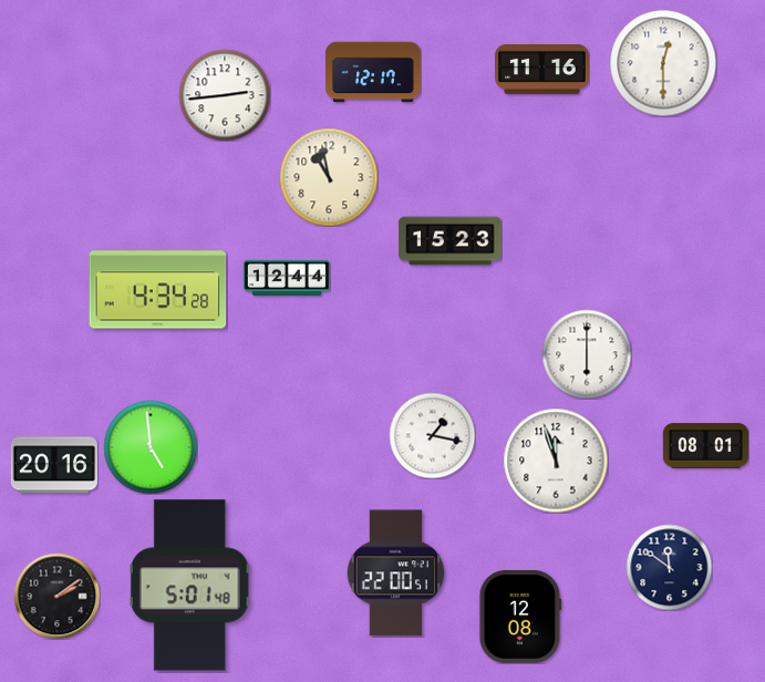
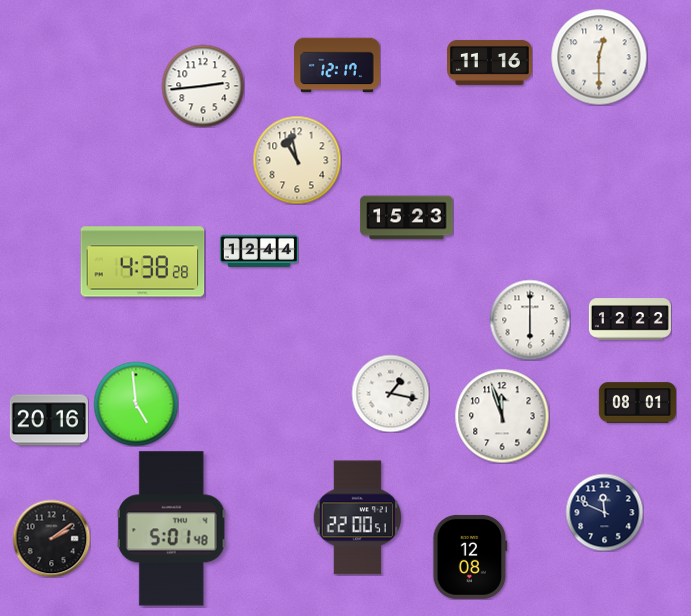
clock at (158, 290): 4:34 -> 4:38
clock at (630, 319): none -> 12:22
clock at (669, 567): 11:51 -> 11:49
